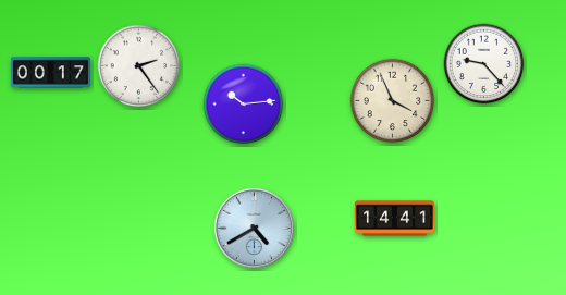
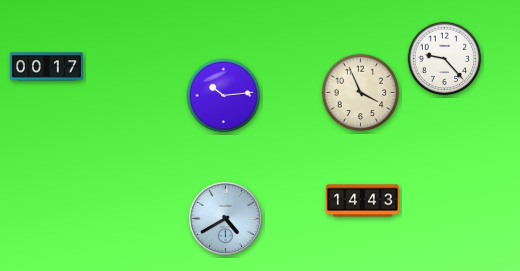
clock at (139, 66): 2:24 -> none
clock at (394, 219): 14:41 -> 14:43
clock at (254, 228) position: (254, 228) -> (225, 218)
